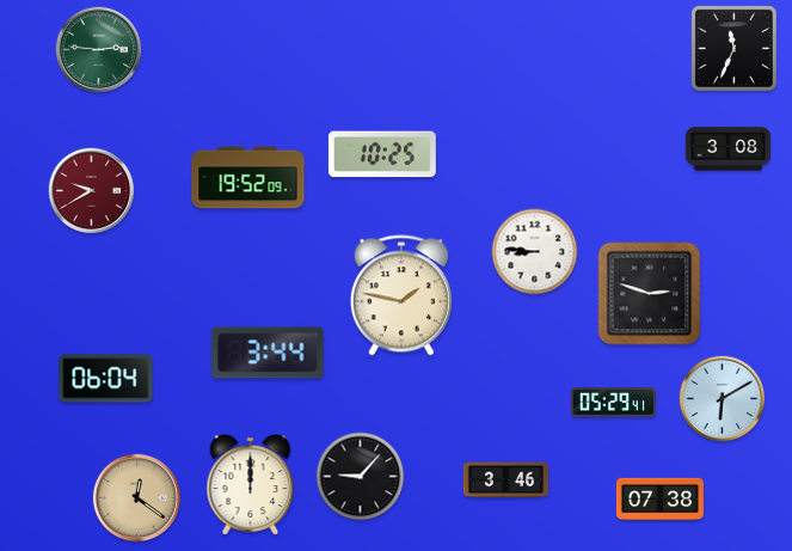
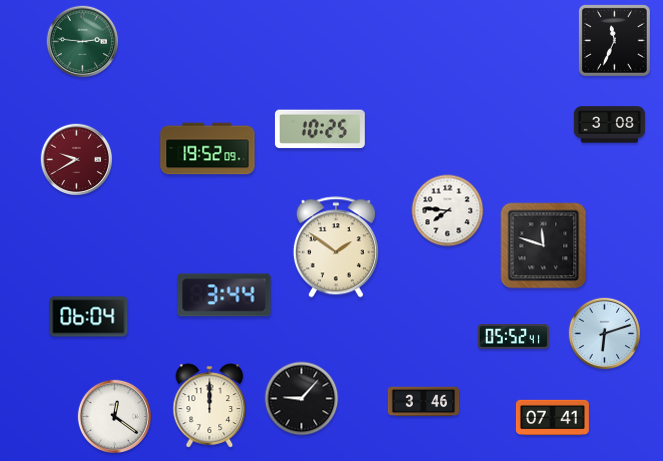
clock at (535, 252): 8:46 -> 7:46
clock at (650, 294): 2:48 -> 11:48
clock at (401, 295): 1:47 -> 1:51
clock at (723, 399): 6:10 -> 6:12
clock at (614, 403): 05:29 -> 05:52
clock at (136, 497) dial: champagne -> white
clock at (659, 500): 07:38 -> 07:41
